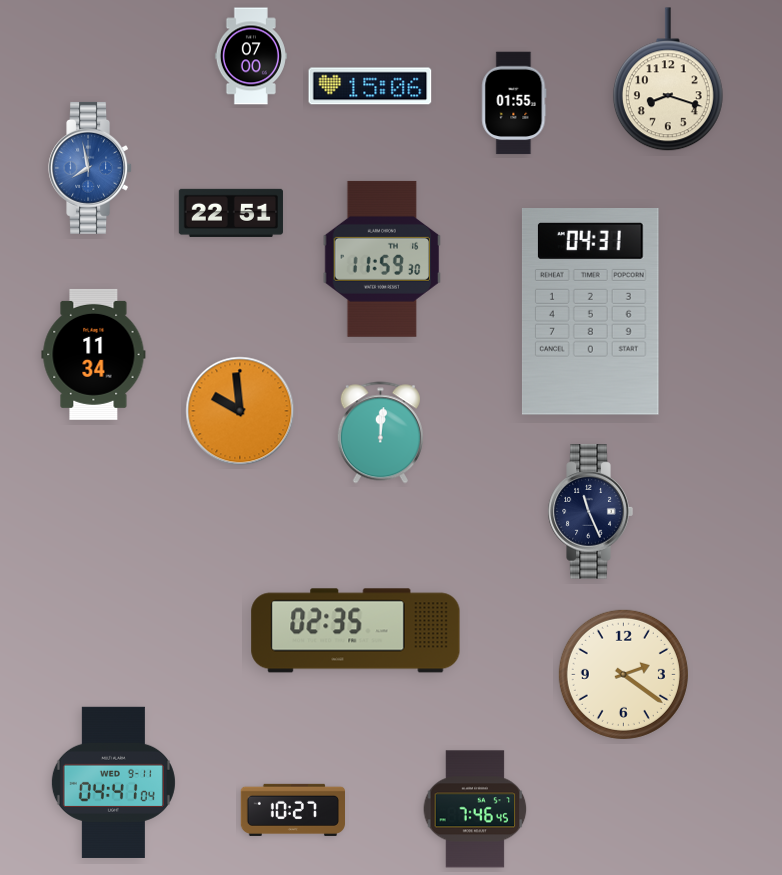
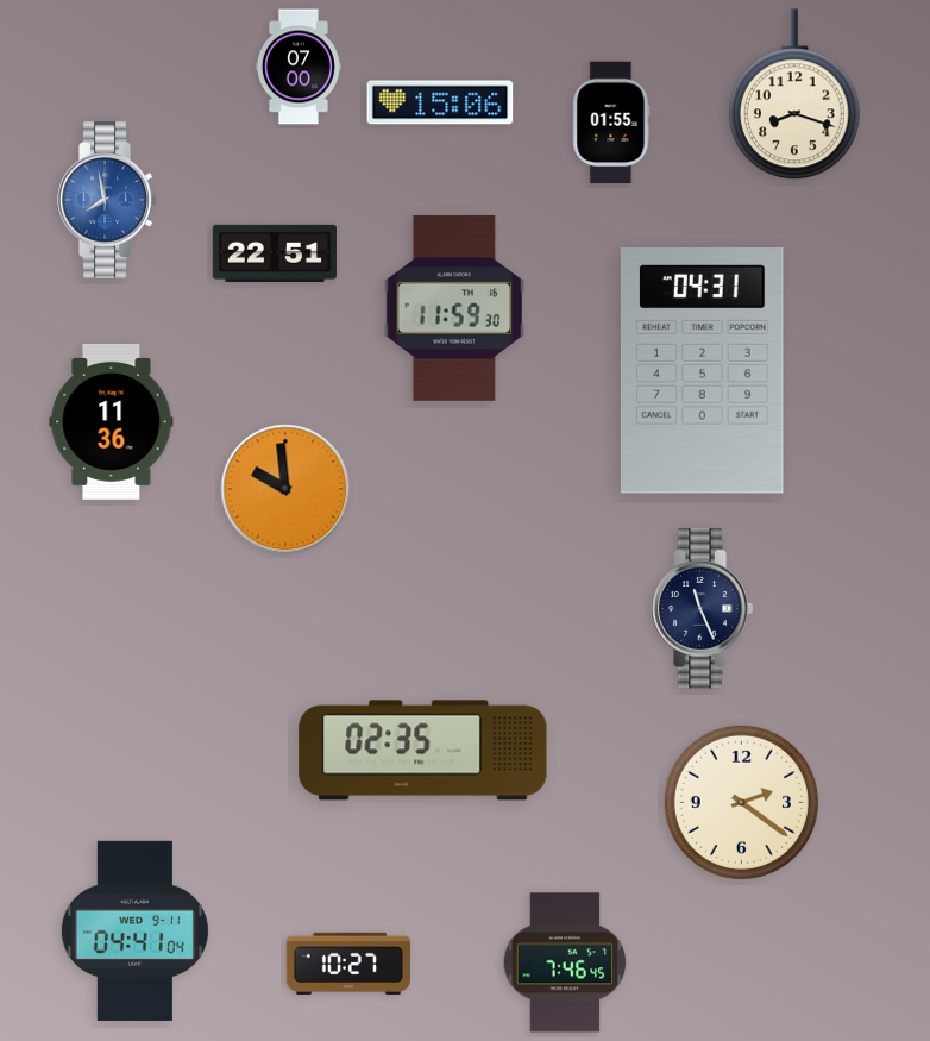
clock at (94, 354): 11:34 -> 11:36
clock at (380, 433): 12:01 -> none
